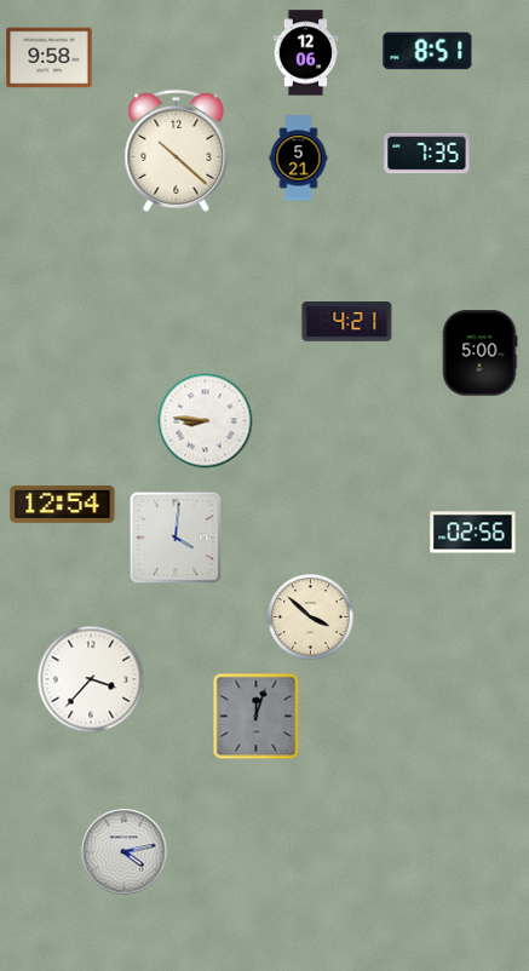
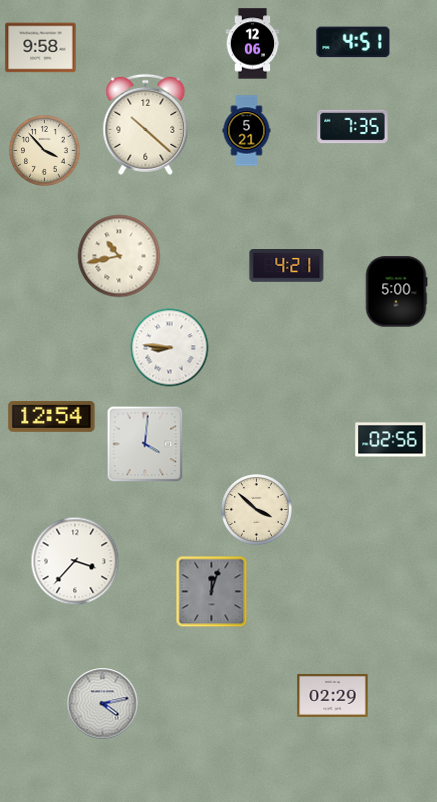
clock at (427, 51): 8:51 -> 4:51
clock at (45, 151): none -> 3:53
clock at (119, 256): none -> 10:43
clock at (333, 695): none -> 02:29
